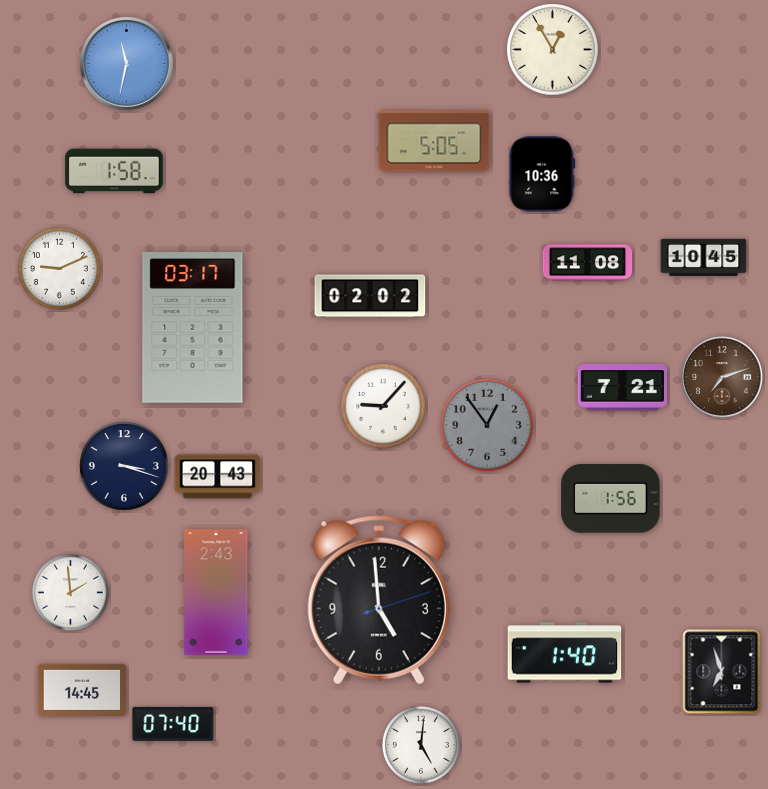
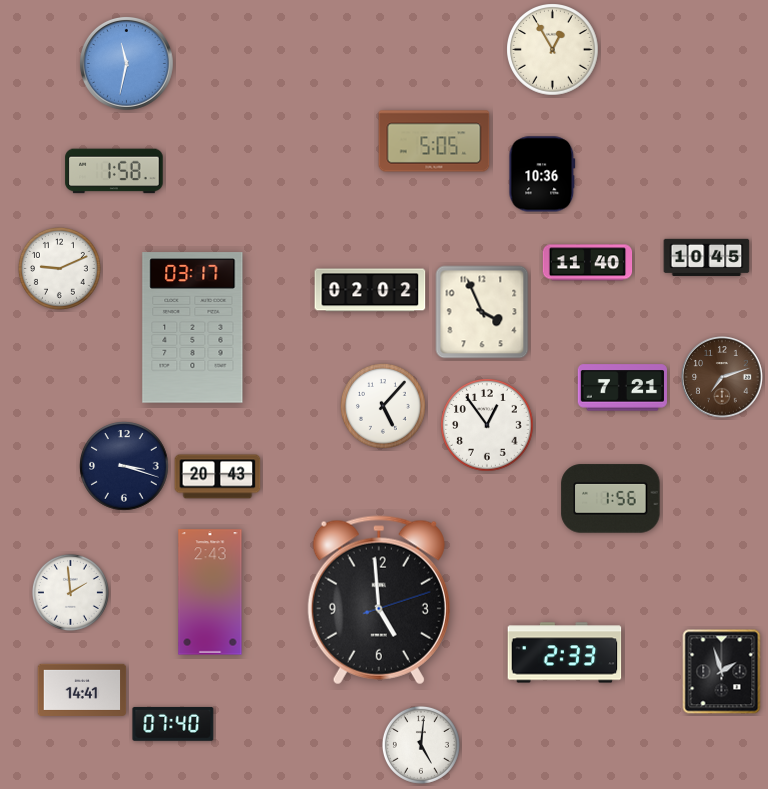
clock at (704, 257) position: (704, 257) -> (707, 257)
clock at (588, 263): 11:08 -> 11:40
clock at (370, 296) position: (370, 296) -> (370, 290)
clock at (482, 312): none -> 3:56
clock at (383, 406): 9:07 -> 5:07
clock at (487, 425) dial: grey -> white
clock at (216, 592) position: (216, 592) -> (210, 592)
clock at (565, 653): 1:40 -> 2:33
clock at (722, 672): 6:57 -> 1:57
clock at (82, 690): 14:45 -> 14:41
